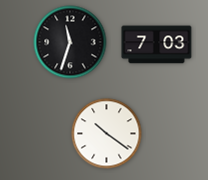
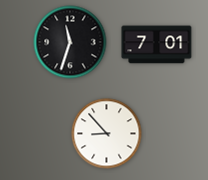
clock at (157, 45): 7:03 -> 7:01
clock at (107, 134): 10:21 -> 8:53
